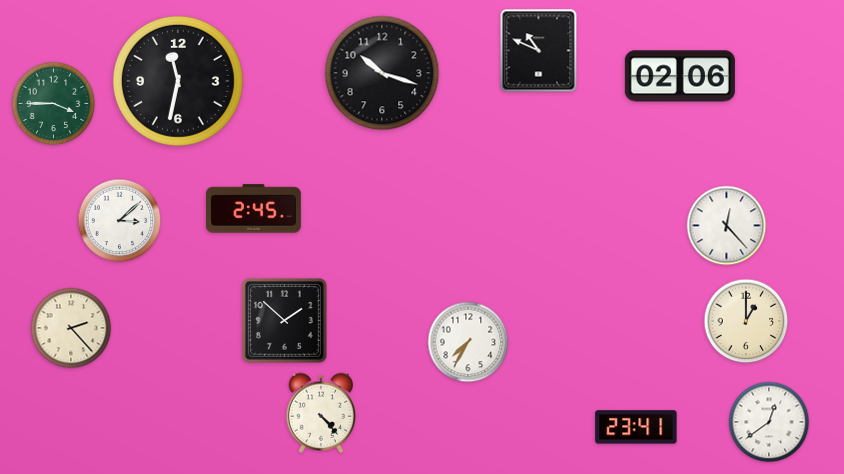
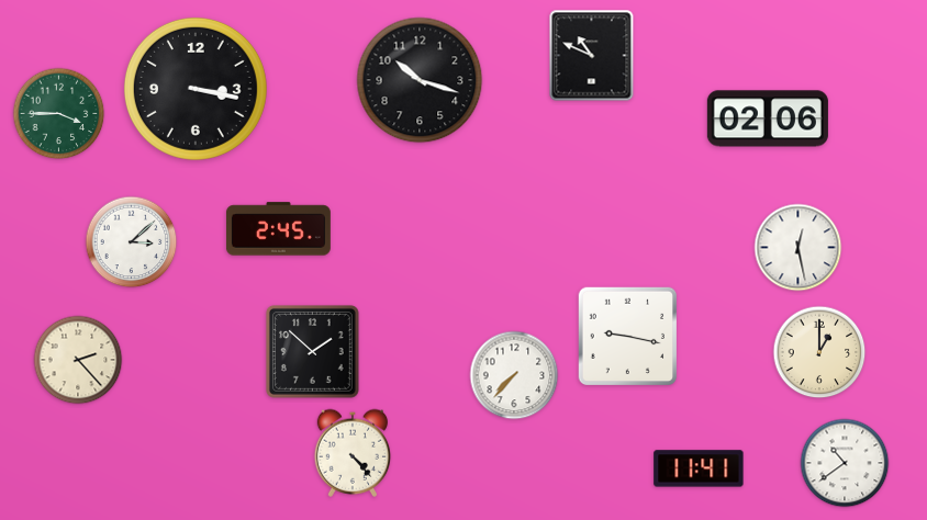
clock at (680, 76) position: (680, 76) -> (768, 118)
clock at (178, 81): 11:32 -> 3:17
clock at (727, 226): 12:23 -> 12:28
clock at (627, 336): none -> 9:17
clock at (468, 342): 7:35 -> 7:37
clock at (769, 422): 12:39 -> 10:39
clock at (636, 427): 23:41 -> 11:41
